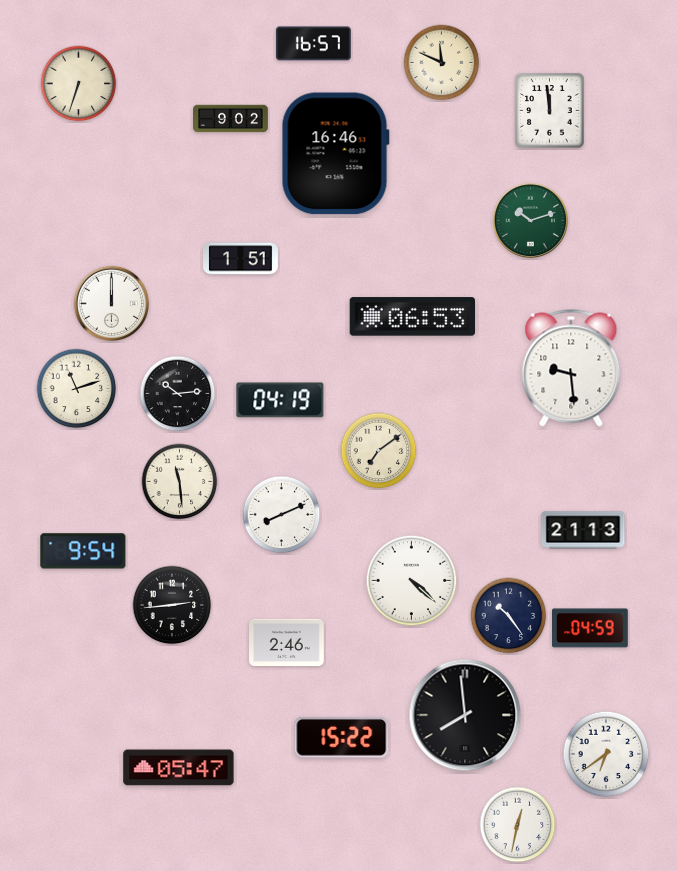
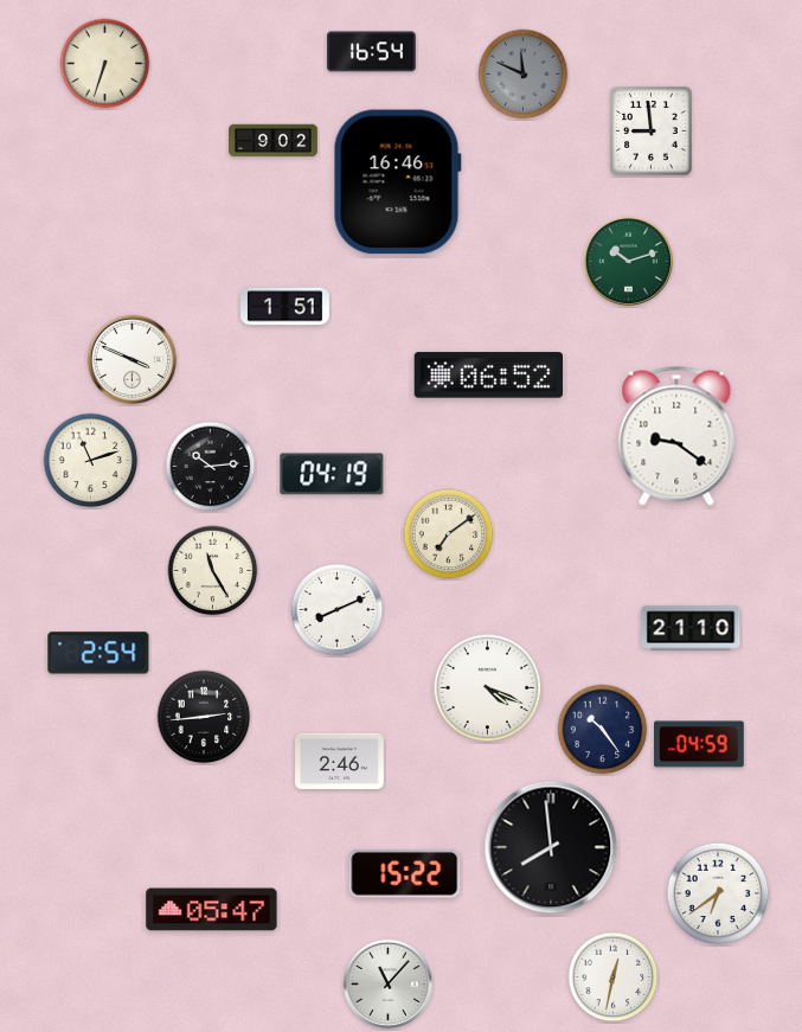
clock at (313, 44): 16:57 -> 16:54
clock at (442, 63) dial: cream -> grey
clock at (79, 84) position: (79, 84) -> (105, 64)
clock at (550, 111): 11:59 -> 8:59
clock at (111, 303): 12:00 -> 3:49
clock at (413, 317): 06:53 -> 06:52
clock at (571, 368): 9:29 -> 9:21
clock at (180, 482): 11:29 -> 11:25
clock at (282, 515) position: (282, 515) -> (338, 610)
clock at (583, 530): 21:13 -> 21:10
clock at (83, 551): 9:54 -> 2:54
clock at (412, 581): 4:22 -> 4:19
clock at (387, 983): none -> 11:07
